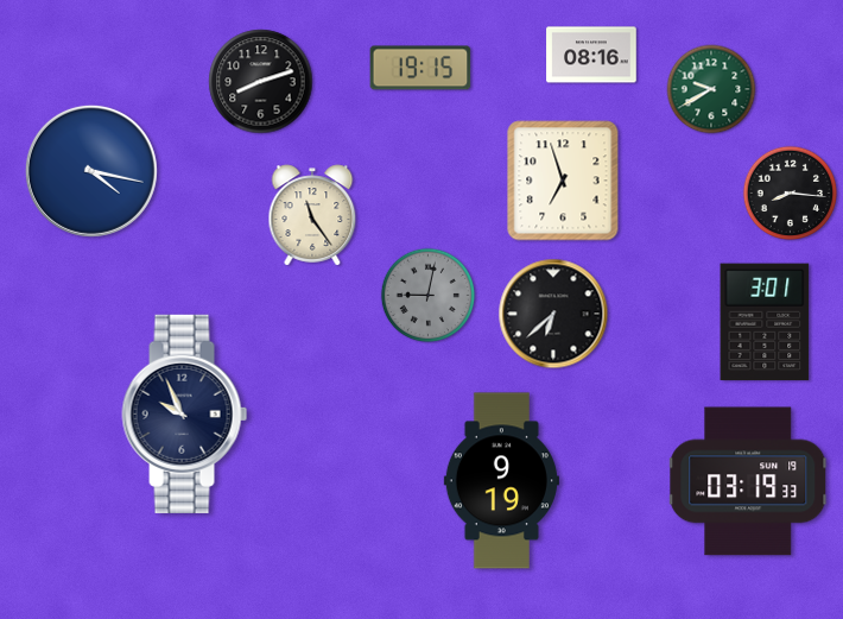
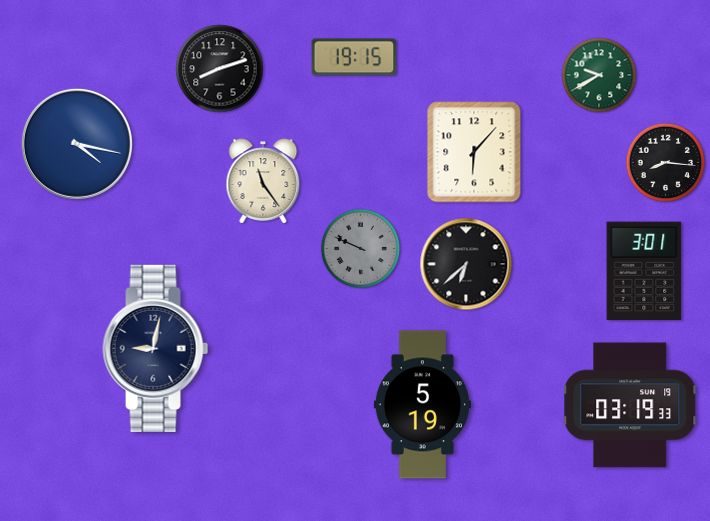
clock at (591, 55): 08:16 -> none
clock at (563, 181): 6:57 -> 6:07
clock at (429, 296): 9:02 -> 9:49
clock at (185, 413): 9:56 -> 9:02
clock at (501, 481): 9:19 -> 5:19
